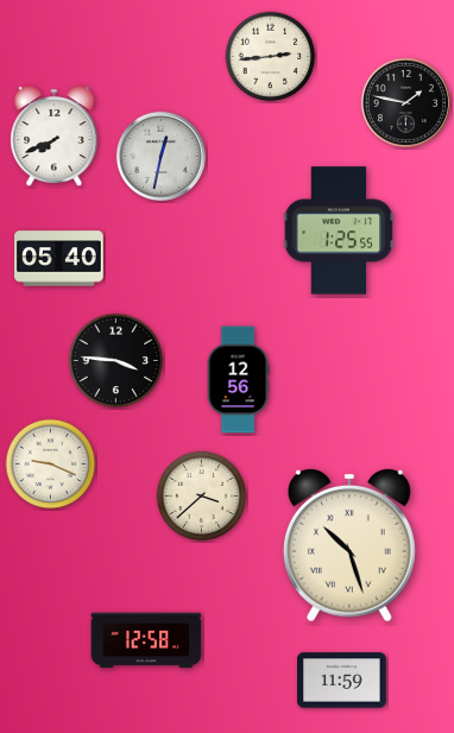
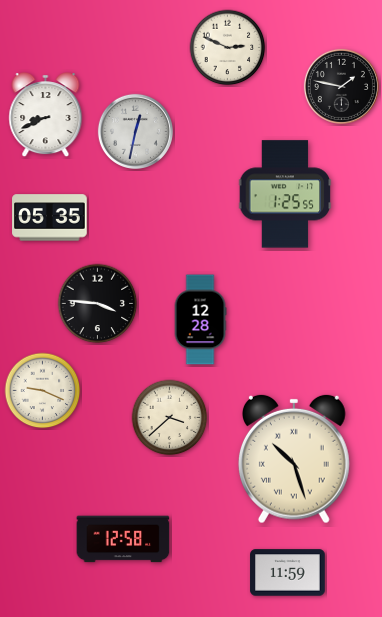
clock at (271, 57): 2:44 -> 2:49
clock at (55, 137): 7:41 -> 8:41
clock at (59, 259): 05:40 -> 05:35
clock at (238, 380): 12:56 -> 12:28
